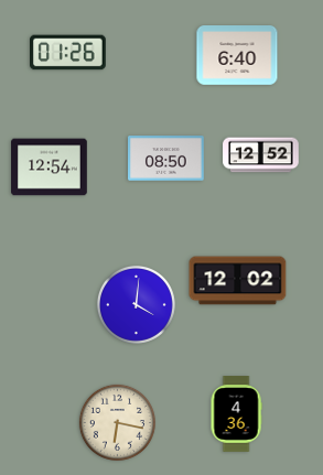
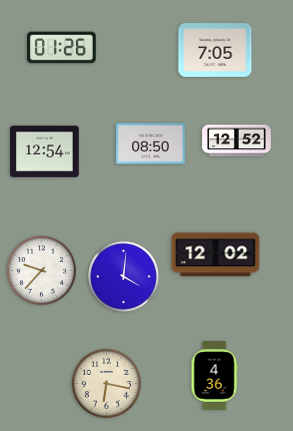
clock at (237, 56): 6:40 -> 7:05
clock at (41, 270): none -> 9:37
